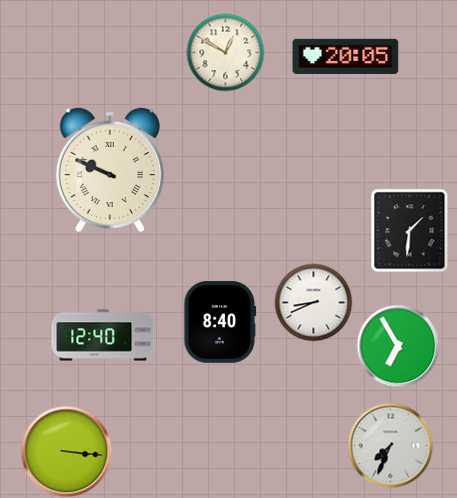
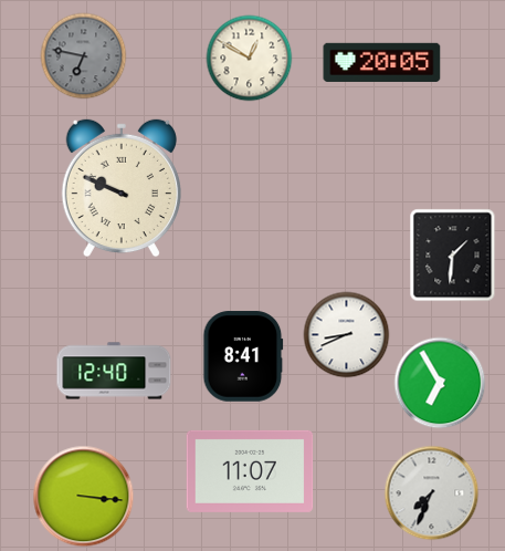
clock at (83, 55): none -> 6:47
clock at (220, 322): 8:40 -> 8:41
clock at (250, 471): none -> 11:07
clock at (66, 451) position: (66, 451) -> (83, 496)
